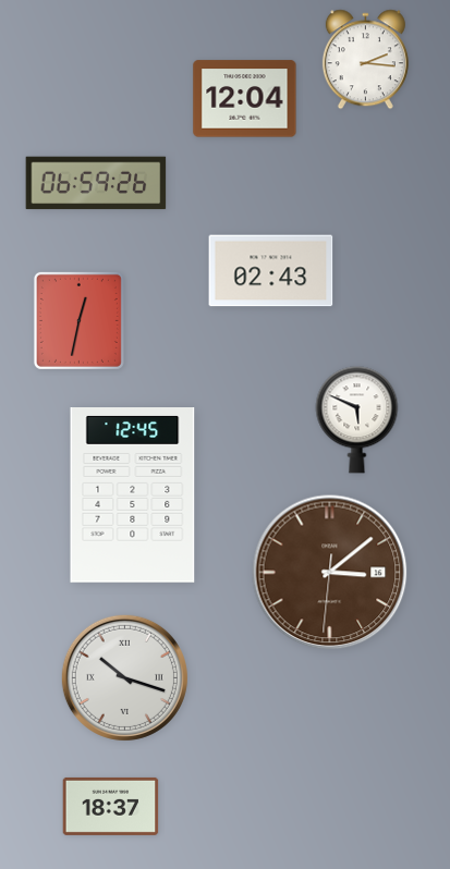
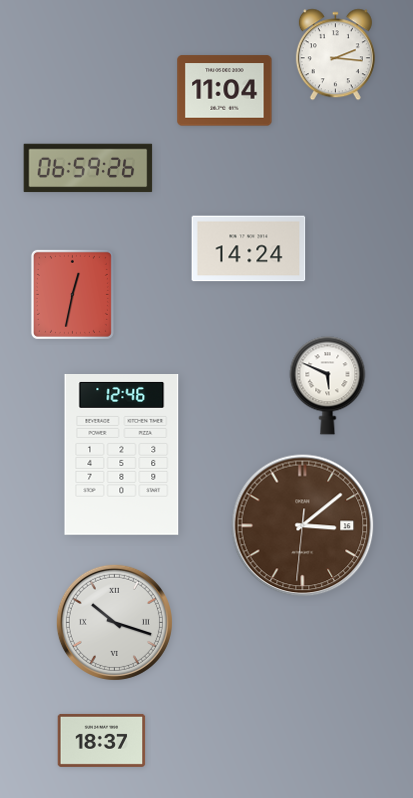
clock at (245, 99): 12:04 -> 11:04
clock at (271, 271): 02:43 -> 14:24
clock at (133, 495): 12:45 -> 12:46
